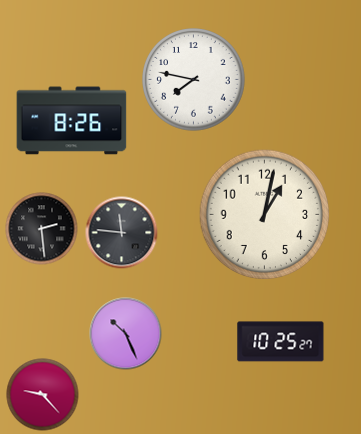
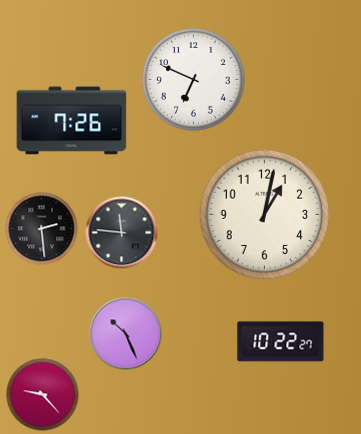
clock at (194, 80): 7:47 -> 6:49
clock at (72, 121): 8:26 -> 7:26
clock at (281, 342): 10:25 -> 10:22
